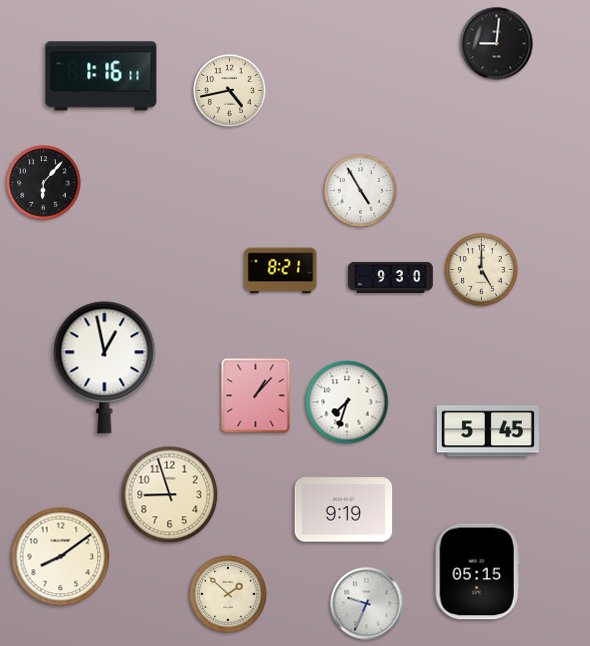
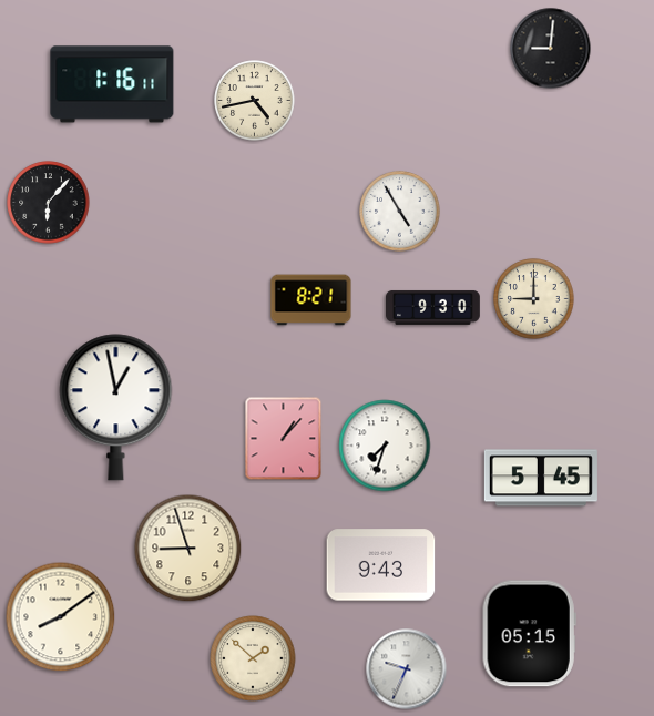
clock at (482, 270): 5:00 -> 9:00
clock at (344, 510): 9:19 -> 9:43
clock at (61, 557) position: (61, 557) -> (61, 617)
